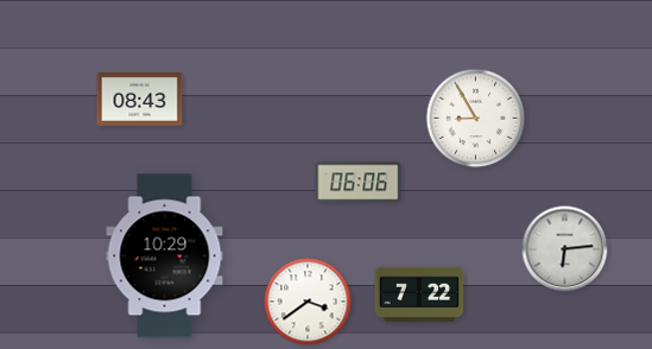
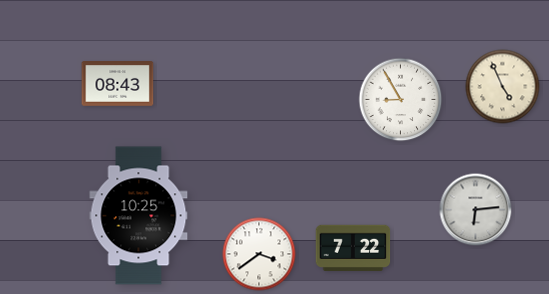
clock at (503, 87): none -> 4:56
clock at (359, 183): 06:06 -> none
clock at (165, 256): 10:29 -> 10:25
